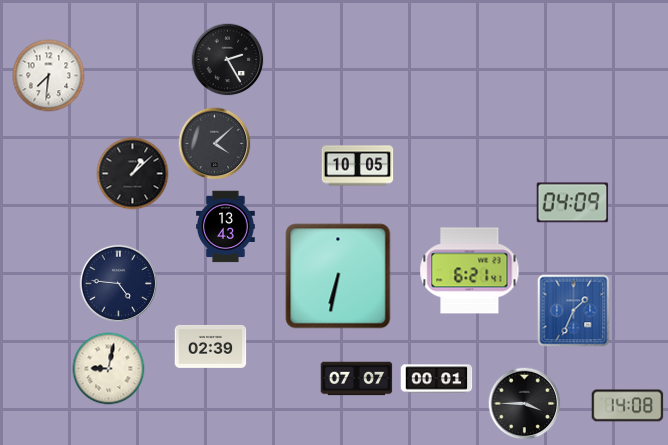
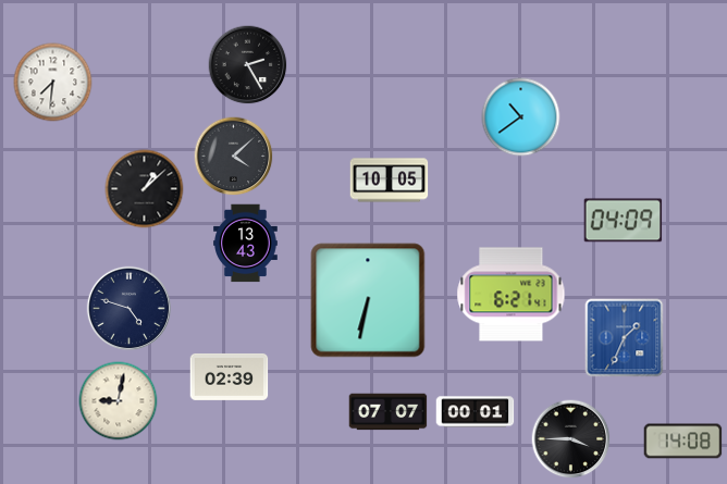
clock at (521, 117): none -> 10:39
clock at (226, 227) position: (226, 227) -> (246, 244)
clock at (118, 283): 4:46 -> 4:48
